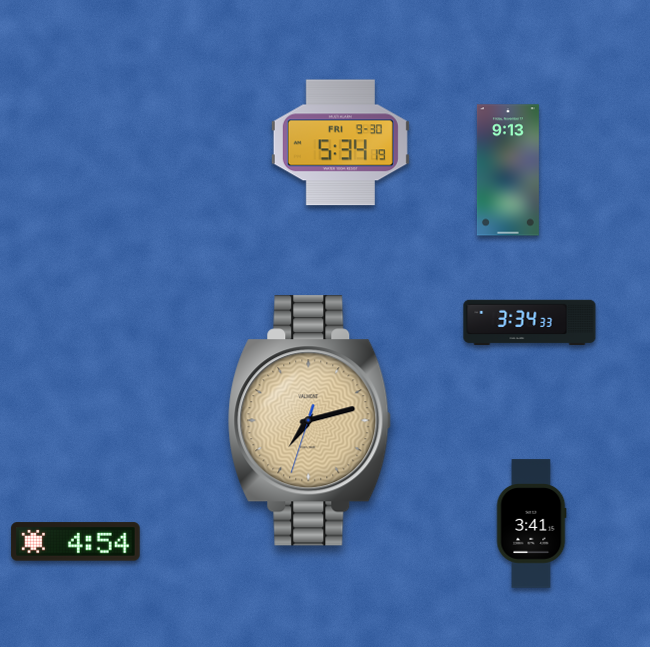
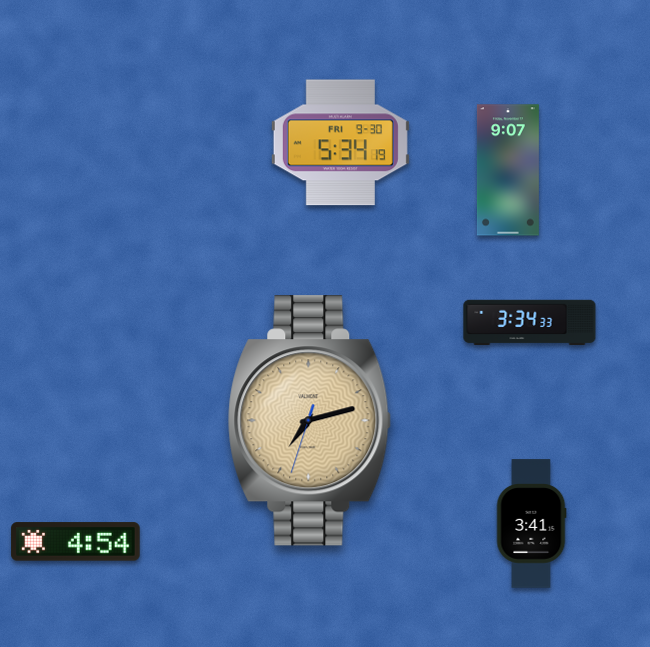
clock at (508, 170): 9:13 -> 9:07
